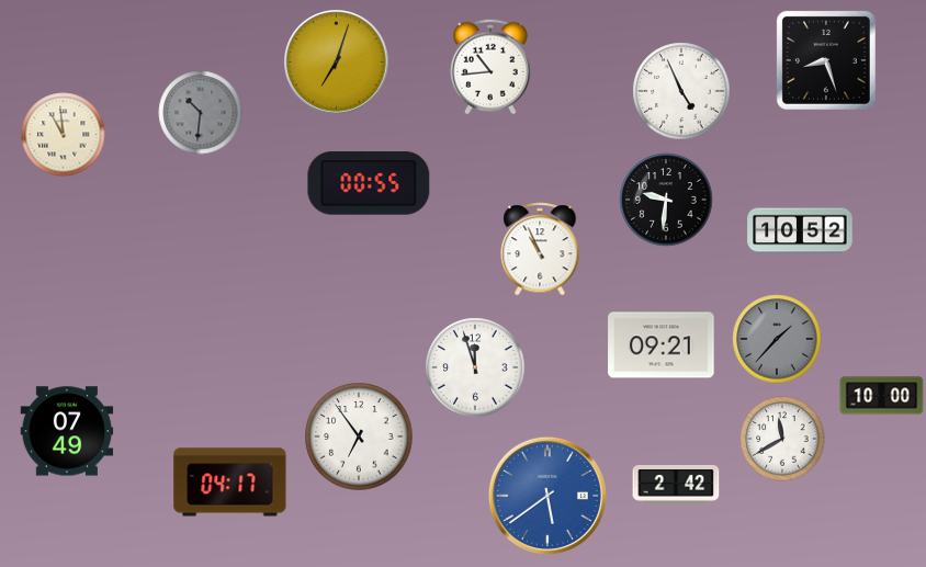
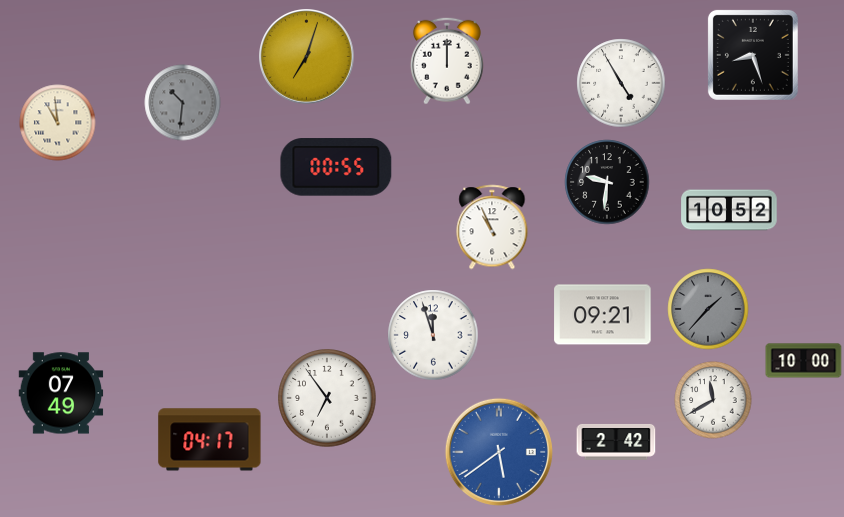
clock at (490, 67): 10:44 -> 12:00
clock at (681, 91): 4:56 -> 4:55
